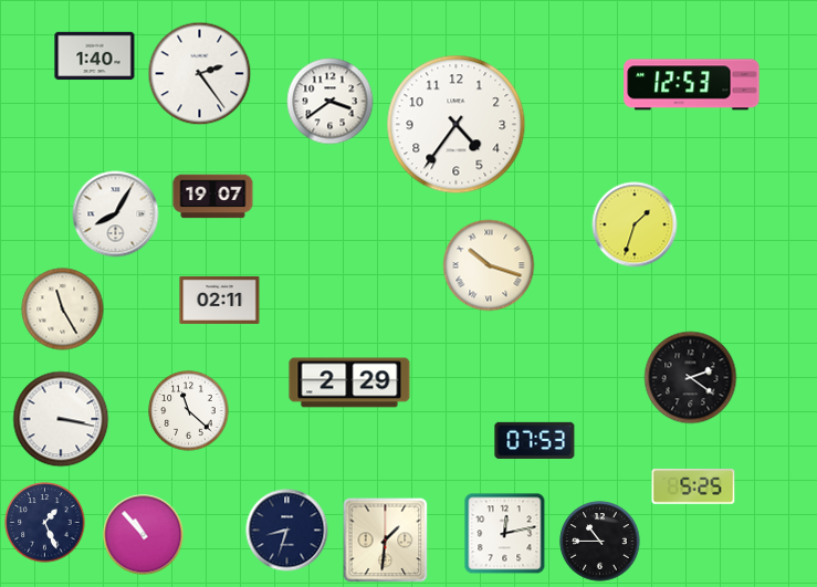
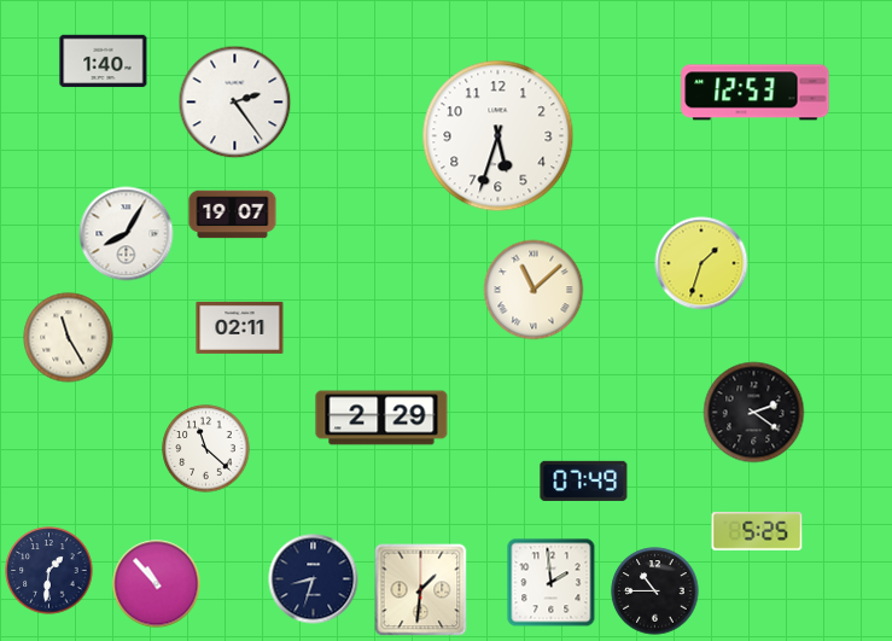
clock at (200, 74) position: (200, 74) -> (235, 103)
clock at (331, 102): 3:39 -> none
clock at (457, 125): 4:36 -> 5:33
clock at (635, 224) position: (635, 224) -> (701, 263)
clock at (489, 265): 10:18 -> 11:08
clock at (61, 419): 3:17 -> none
clock at (535, 440): 07:53 -> 07:49
clock at (45, 523): 1:26 -> 1:31
clock at (505, 534): 12:13 -> 1:59
